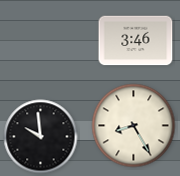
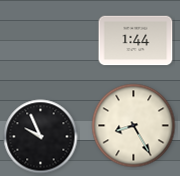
clock at (136, 41): 3:46 -> 1:44
clock at (41, 137): 9:59 -> 9:56
